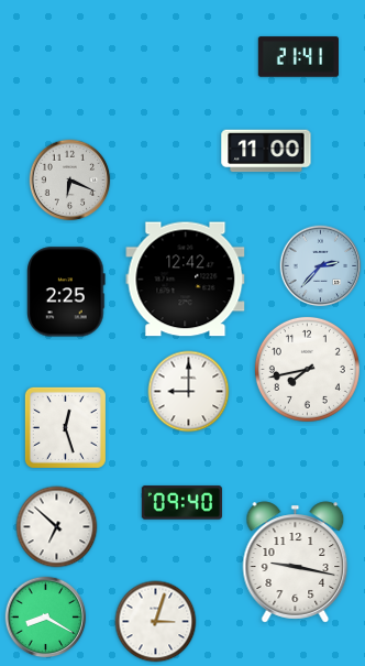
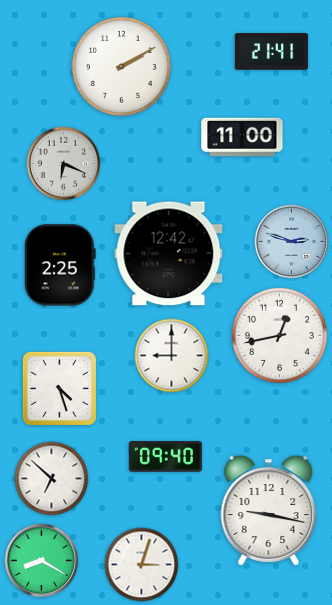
clock at (121, 66): none -> 2:10
clock at (321, 266): 2:37 -> 2:48
clock at (307, 369): 7:43 -> 12:43
clock at (65, 427): 12:27 -> 4:27
